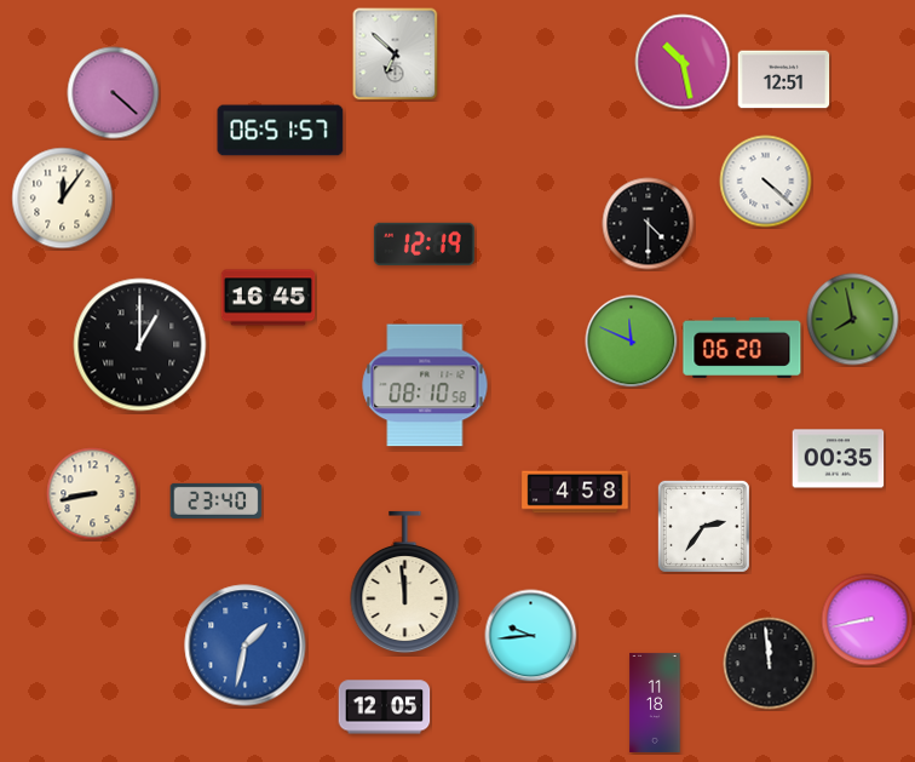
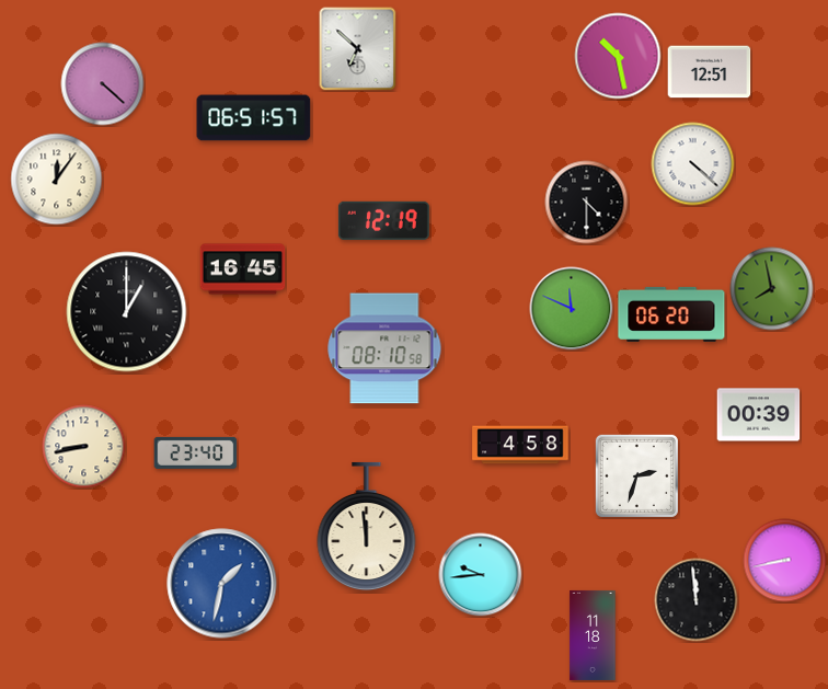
clock at (839, 459): 00:35 -> 00:39
clock at (703, 526): 2:36 -> 2:33
clock at (385, 707): 12:05 -> none
